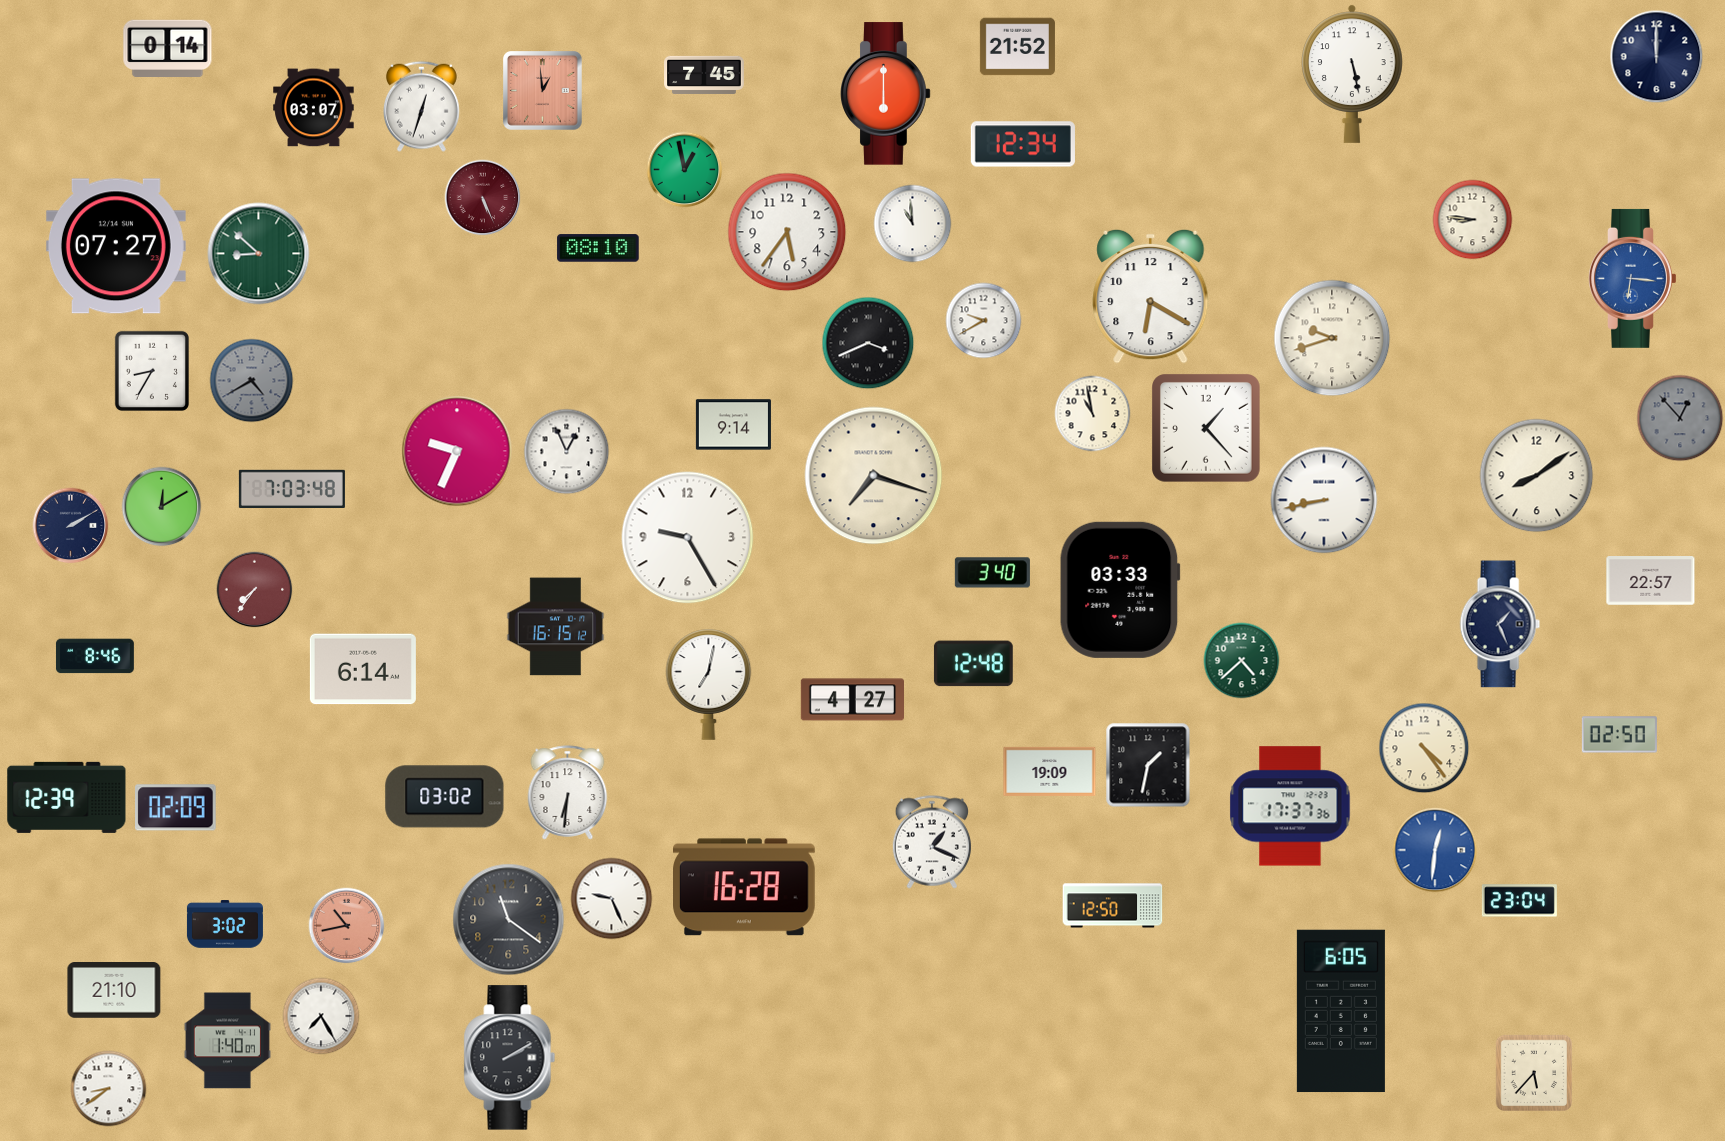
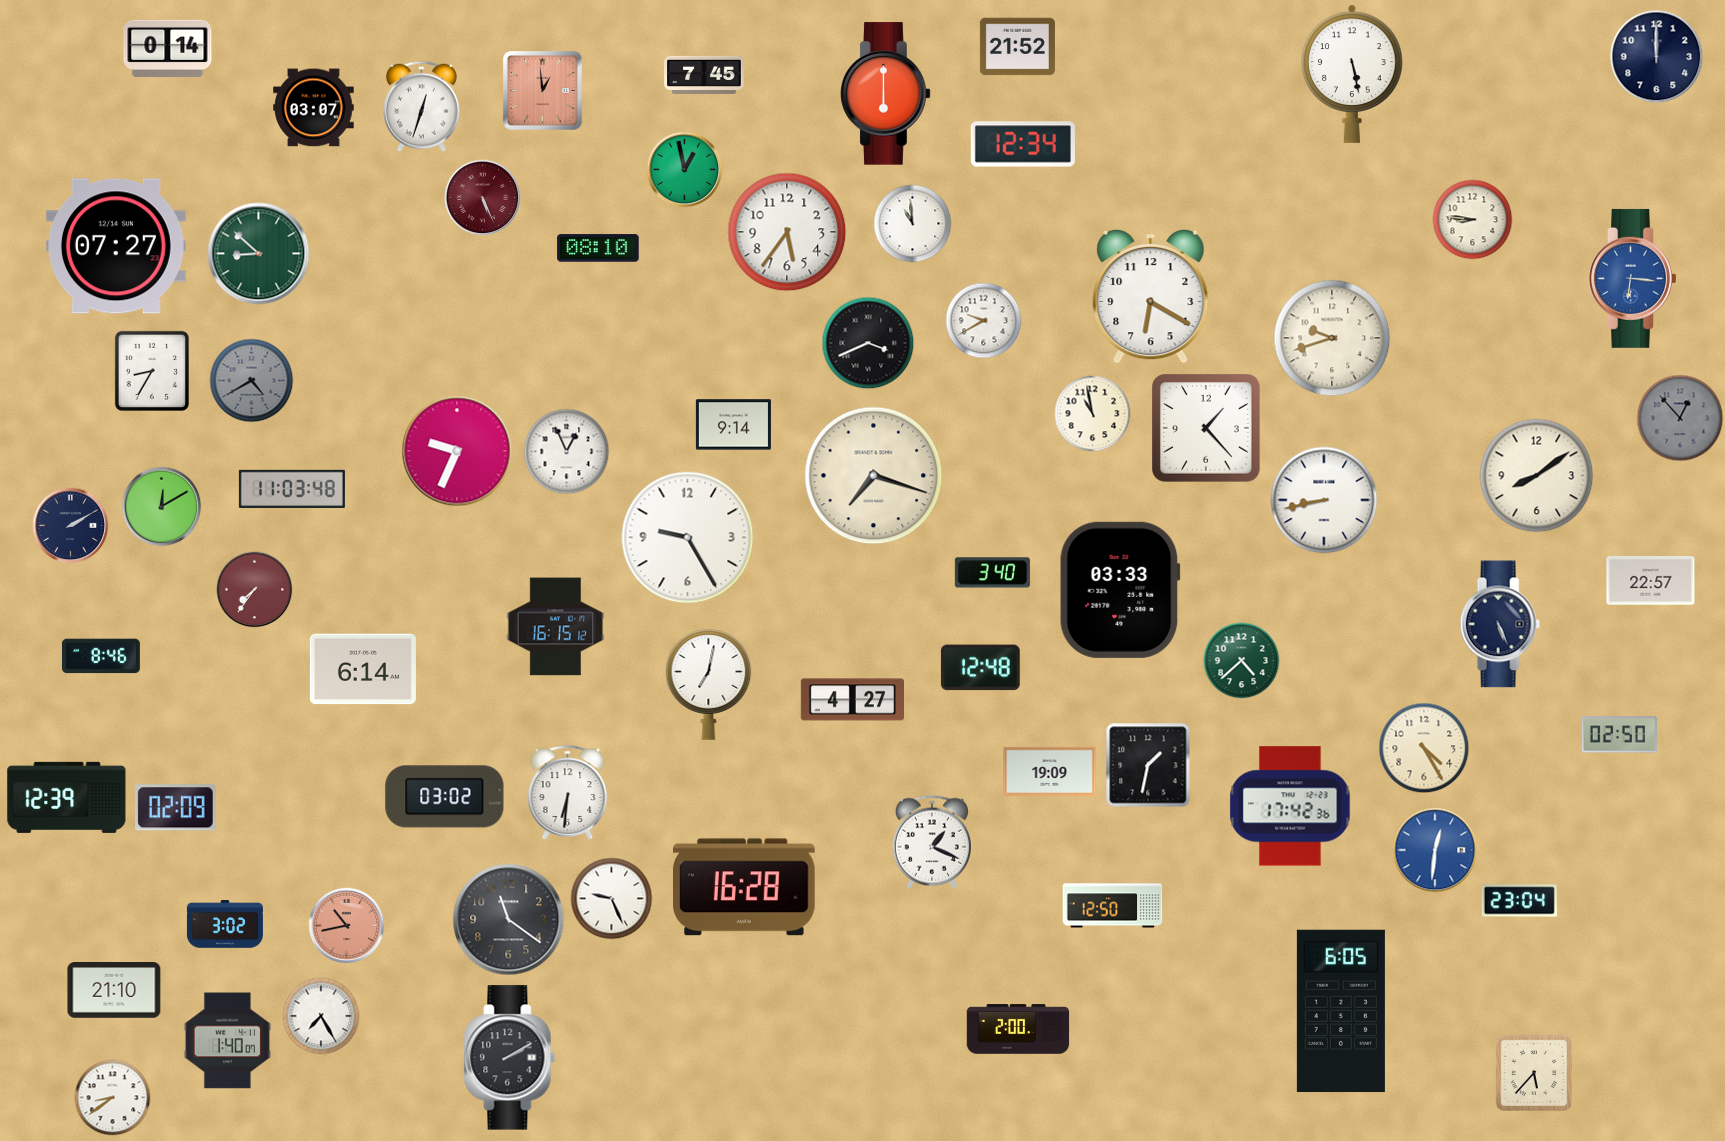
clock at (292, 488): 7:03 -> 11:03
clock at (1500, 624): 1:26 -> 5:26
clock at (95, 656) position: (95, 656) -> (101, 656)
clock at (973, 664) position: (973, 664) -> (980, 668)
clock at (1424, 748): 4:24 -> 4:25
clock at (1290, 806): 17:37 -> 17:42
clock at (1018, 1029): none -> 2:00
clock at (109, 1089) position: (109, 1089) -> (113, 1098)
